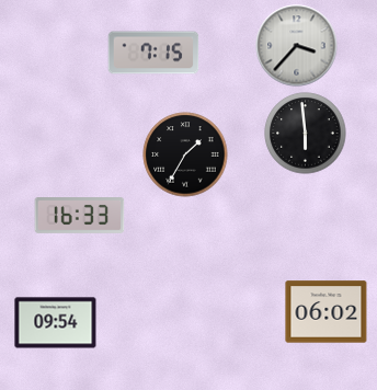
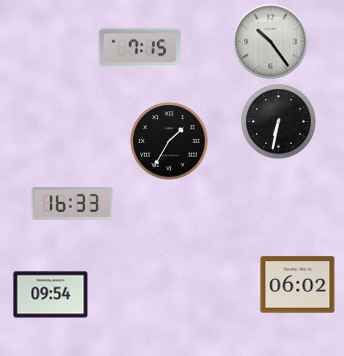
clock at (297, 46): 3:37 -> 10:24
clock at (306, 134): 5:59 -> 6:32
clock at (80, 216) position: (80, 216) -> (73, 204)
